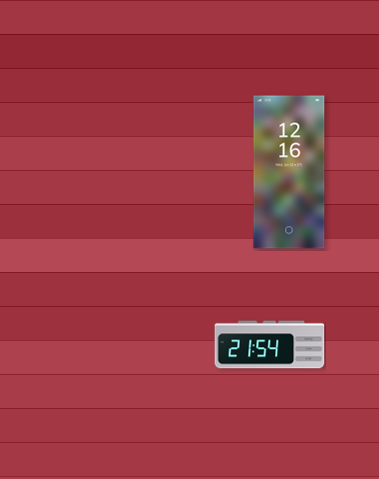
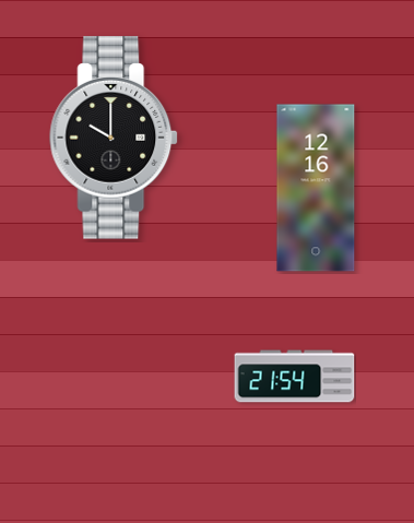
clock at (115, 138): none -> 10:00
